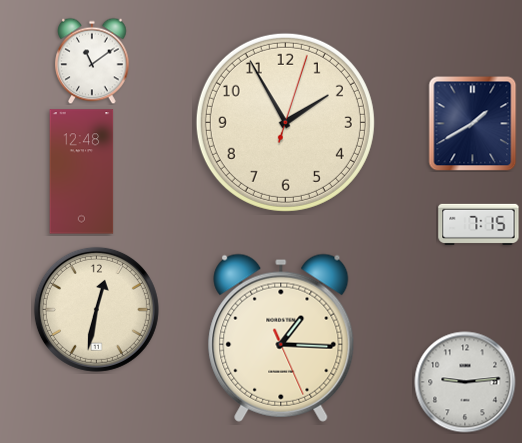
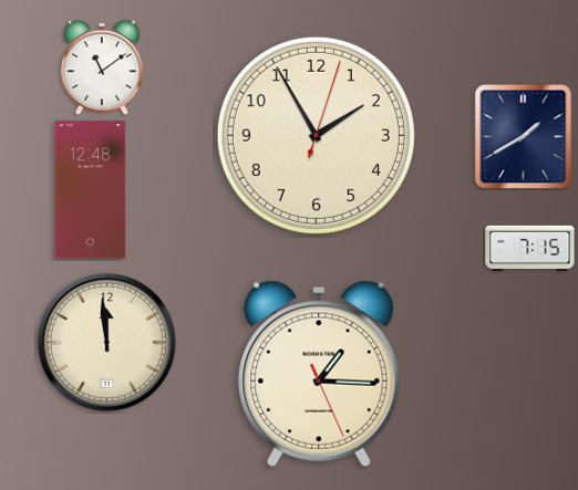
clock at (96, 309): 12:32 -> 11:59
clock at (281, 338) position: (281, 338) -> (319, 374)
clock at (465, 382): 9:14 -> none
